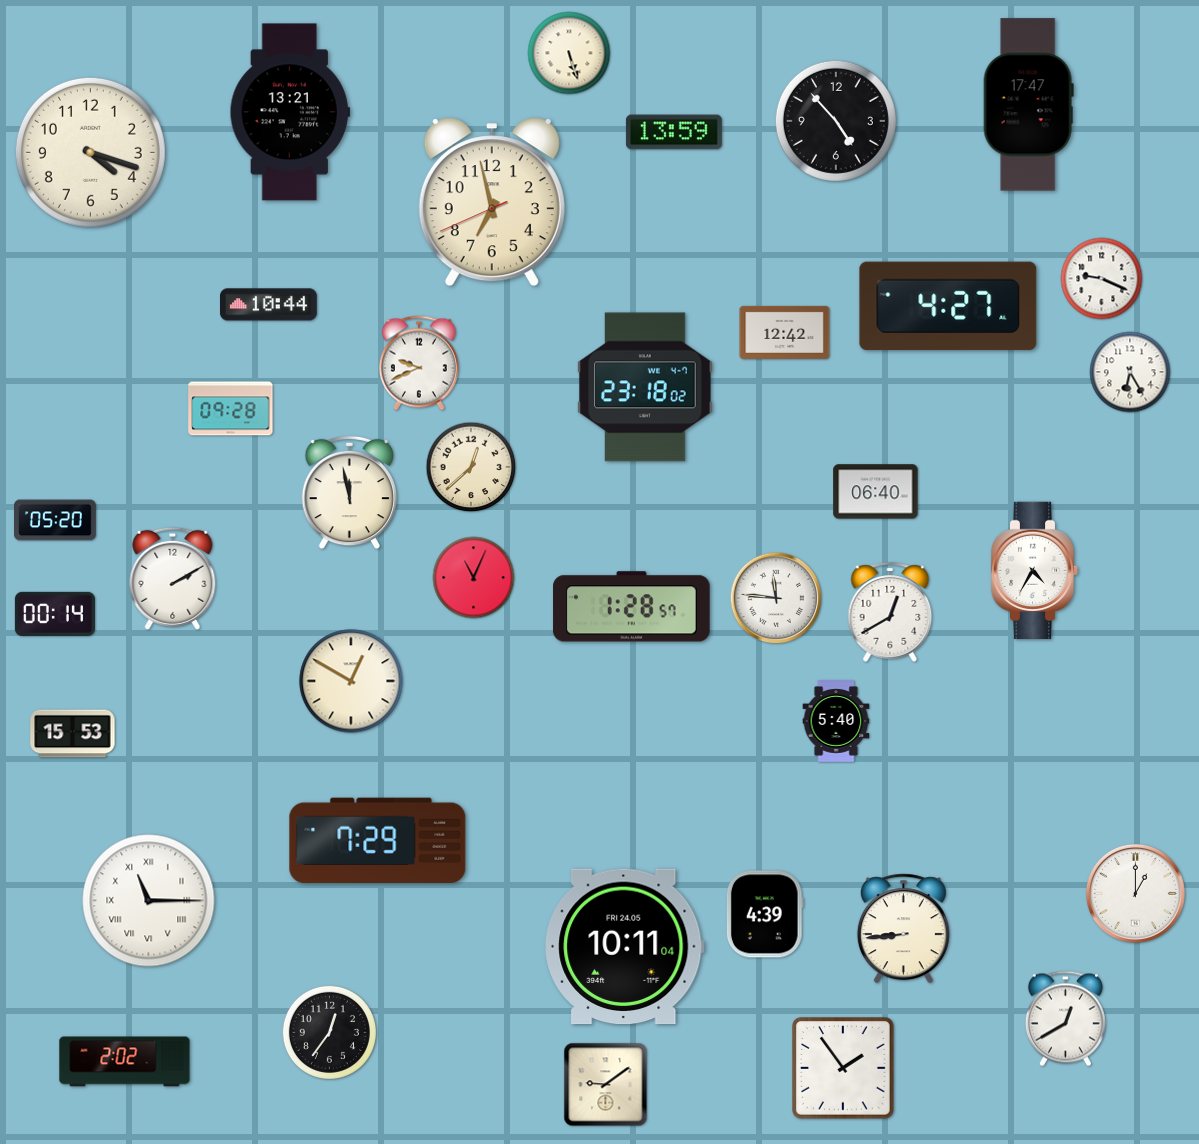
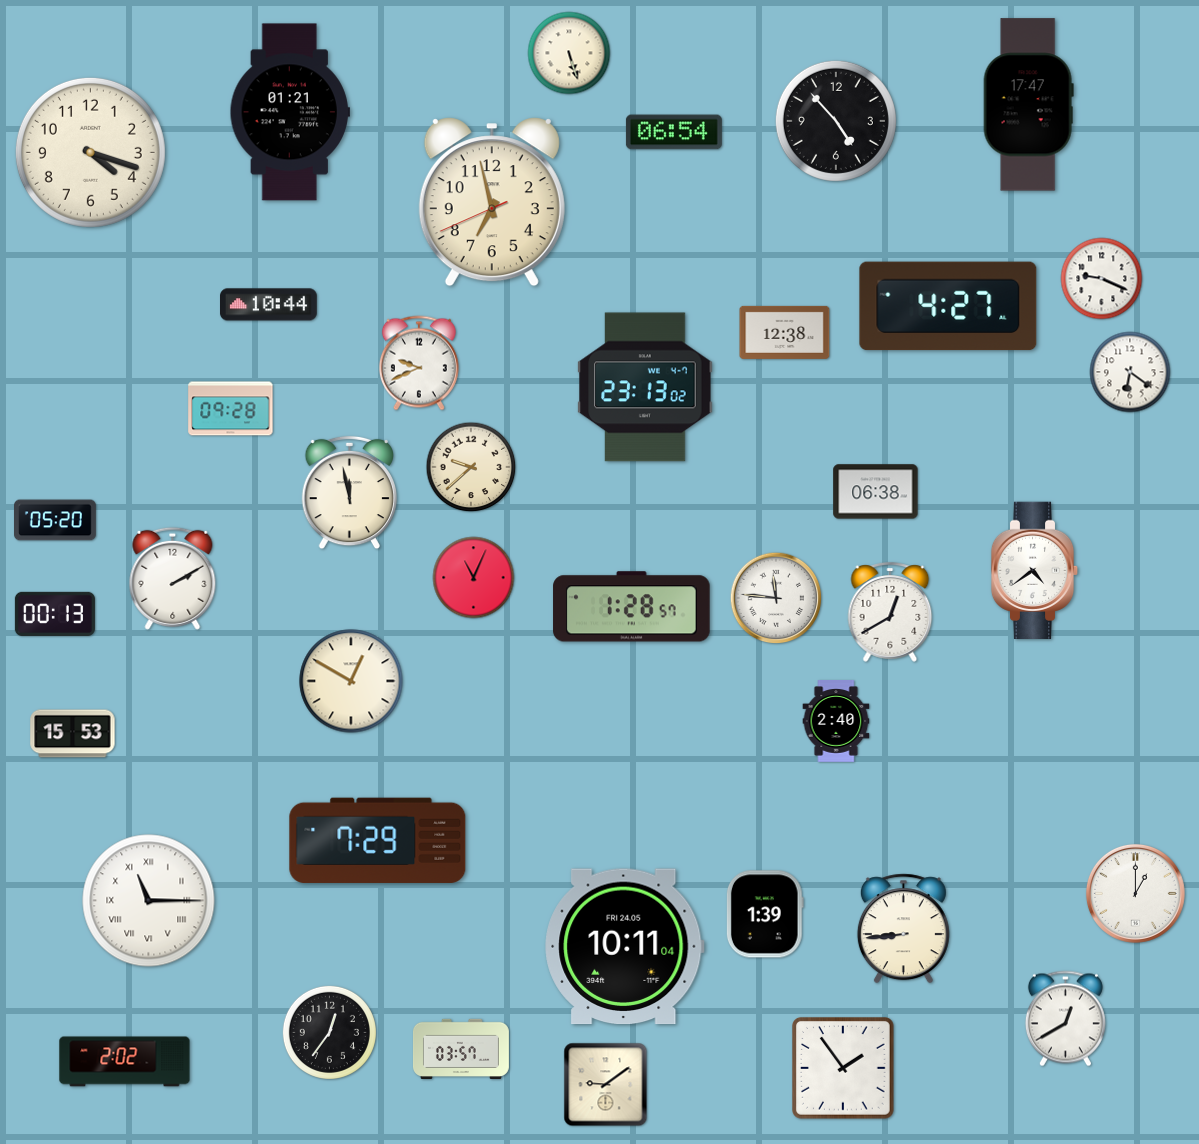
clock at (290, 112): 13:21 -> 01:21
clock at (674, 132): 13:59 -> 06:54
clock at (785, 332): 12:42 -> 12:38
clock at (1130, 372): 6:25 -> 6:21
clock at (645, 387): 23:18 -> 23:13
clock at (471, 467): 12:38 -> 9:38
clock at (876, 492): 06:40 -> 06:38
clock at (1035, 570): 4:35 -> 4:39
clock at (55, 614): 00:14 -> 00:13
clock at (836, 722): 5:40 -> 2:40
clock at (765, 914): 4:39 -> 1:39
clock at (461, 1048): none -> 03:57
